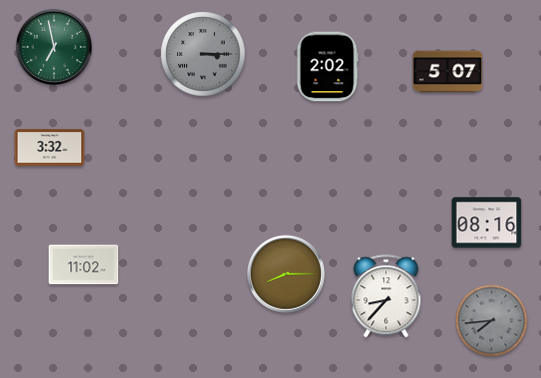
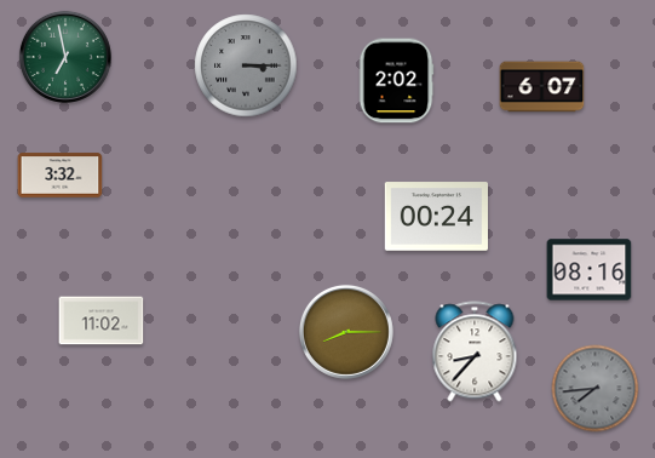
clock at (448, 72): 5:07 -> 6:07
clock at (50, 148) position: (50, 148) -> (61, 176)
clock at (436, 217): none -> 00:24
clock at (386, 296) position: (386, 296) -> (475, 351)
